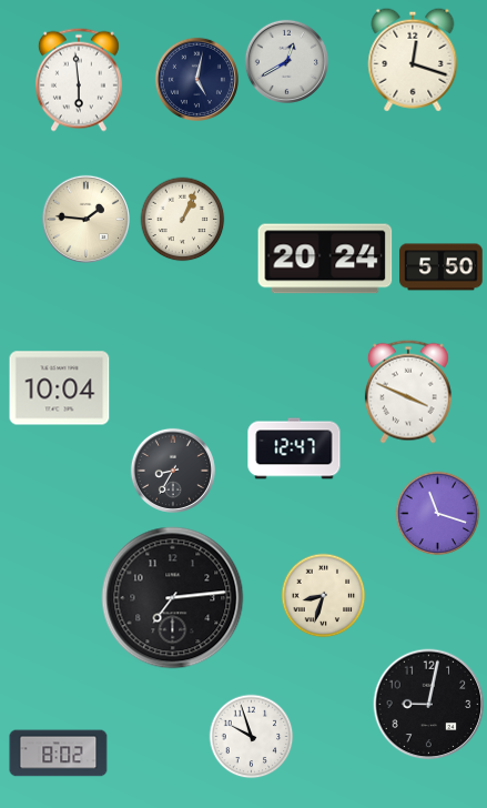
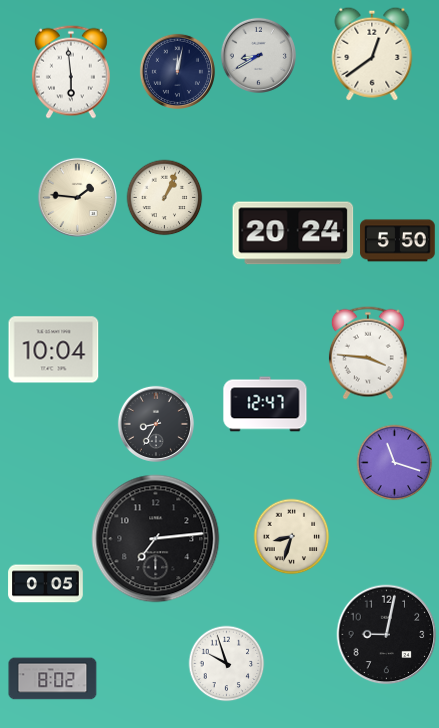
clock at (413, 60): 12:18 -> 12:39
clock at (286, 61): 12:40 -> 8:40
clock at (196, 79): 5:02 -> 12:02
clock at (408, 392): 3:49 -> 3:46
clock at (46, 584): none -> 0:05
